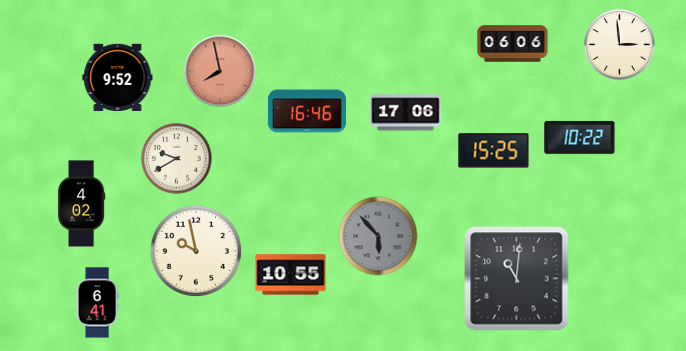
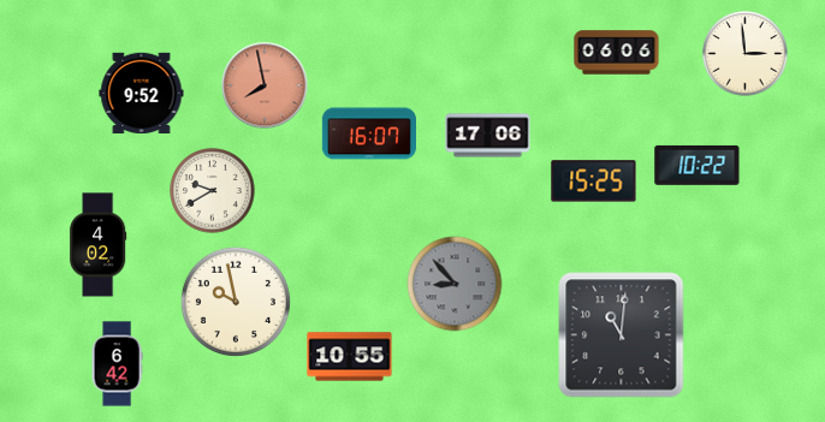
clock at (306, 111): 16:46 -> 16:07
clock at (378, 236): 5:53 -> 8:53
clock at (291, 275) position: (291, 275) -> (350, 357)
clock at (97, 303): 6:41 -> 6:42
